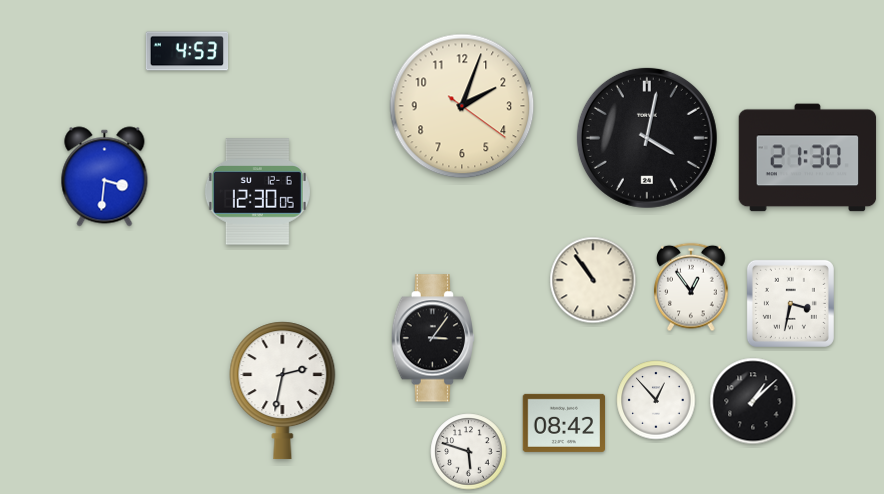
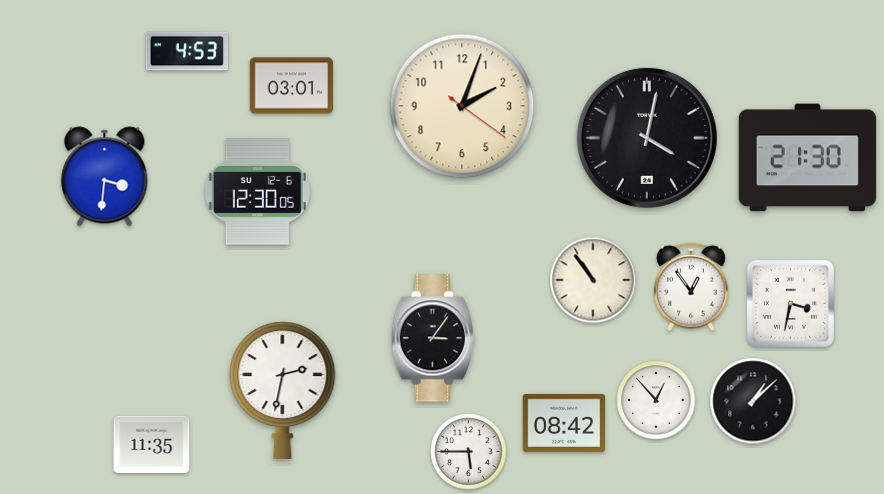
clock at (291, 86): none -> 03:01
clock at (152, 444): none -> 11:35
clock at (469, 452): 5:48 -> 5:45
